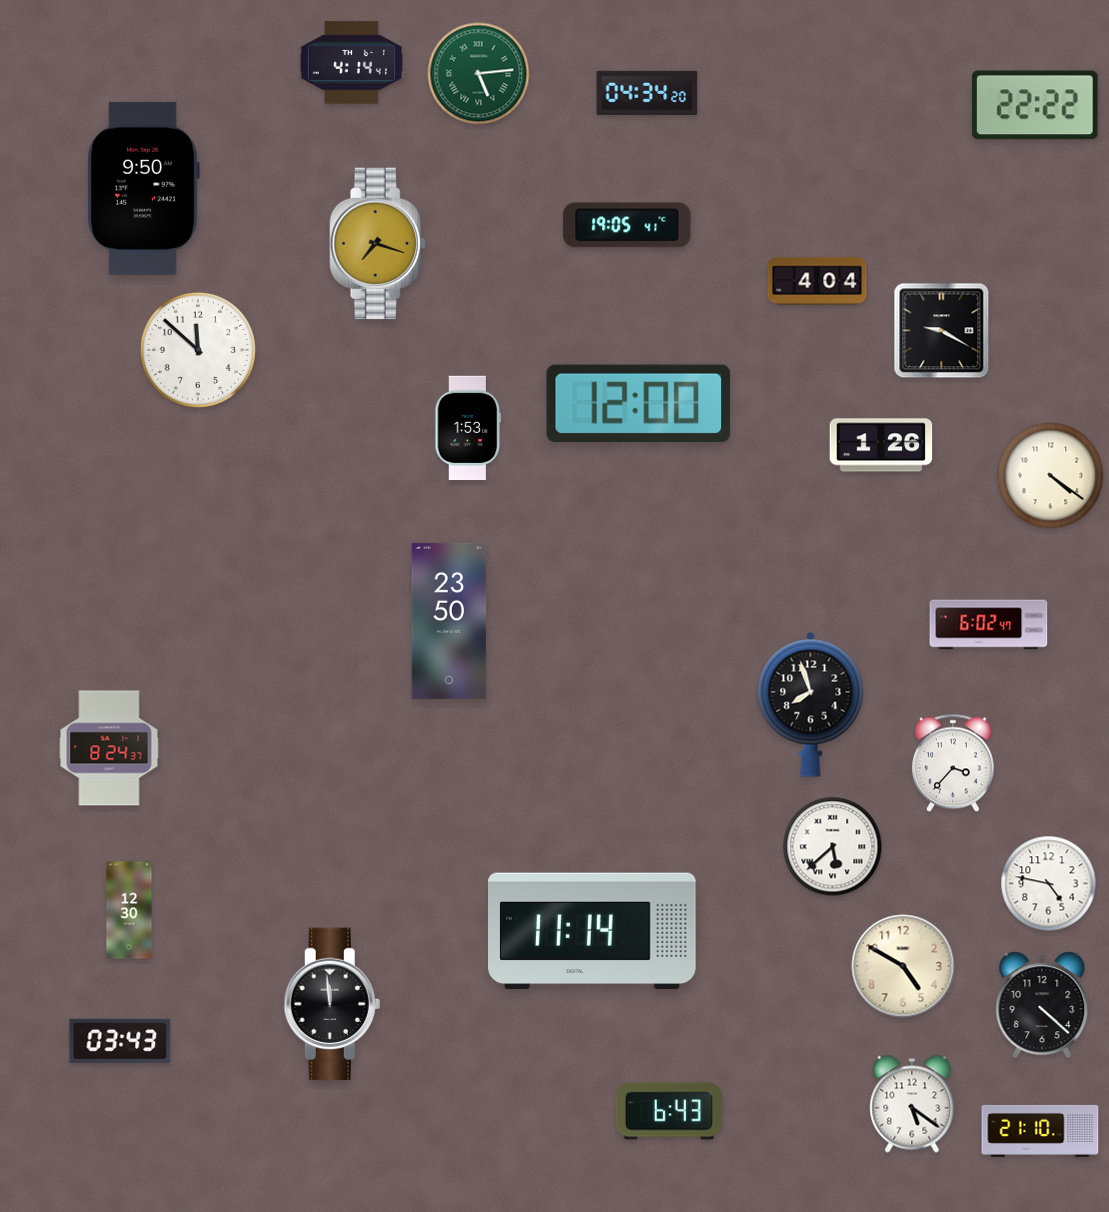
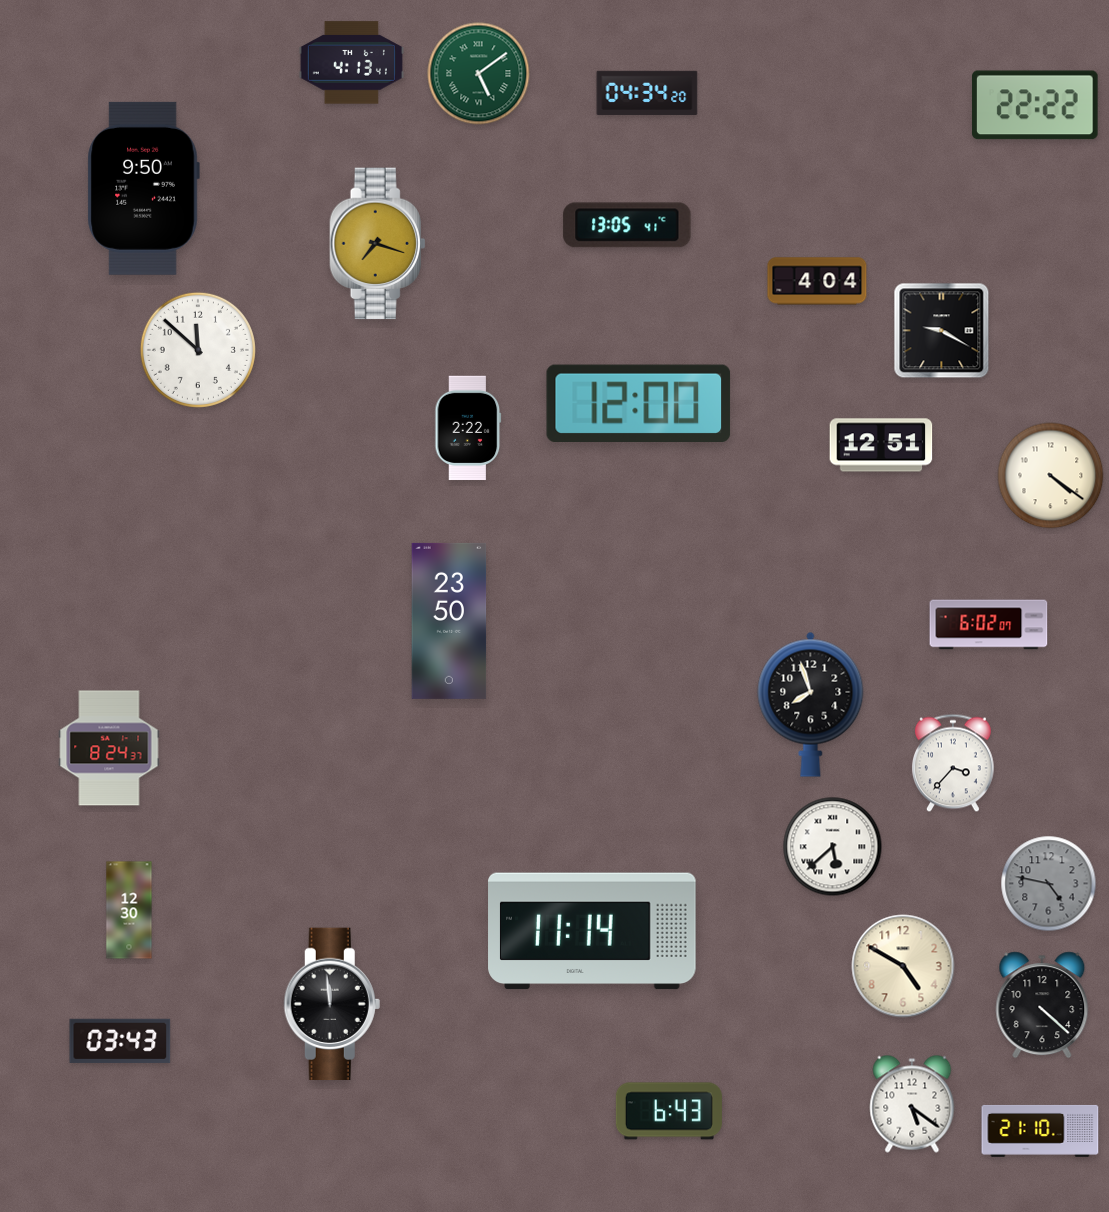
clock at (351, 63): 4:14 -> 4:13
clock at (479, 74): 5:14 -> 5:09
clock at (627, 225): 19:05 -> 13:05
clock at (468, 428): 1:53 -> 2:22
clock at (881, 445): 1:26 -> 12:51
clock at (989, 625): 6:02:47 -> 6:02:07
clock at (1049, 884) dial: white -> grey
